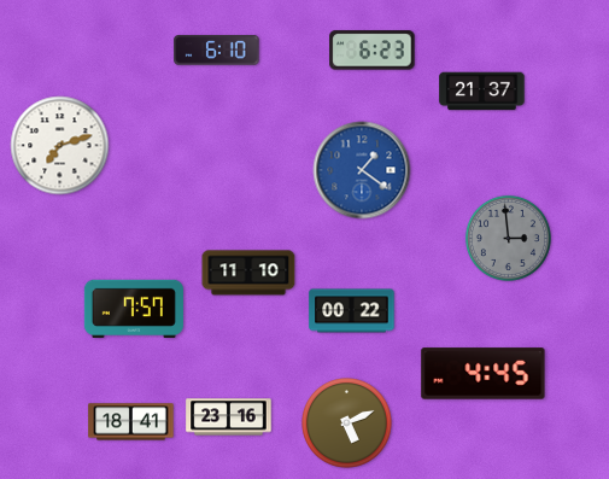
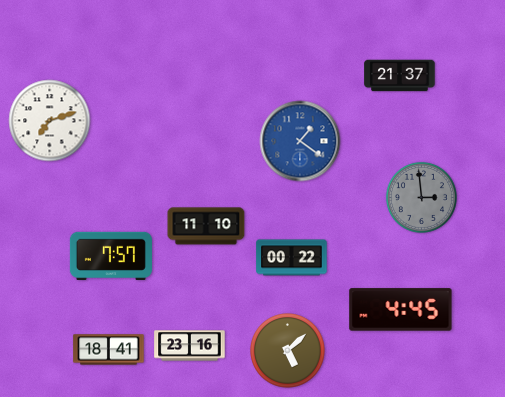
clock at (217, 51): 6:10 -> none
clock at (373, 51): 6:23 -> none
clock at (347, 423): 5:11 -> 5:08
